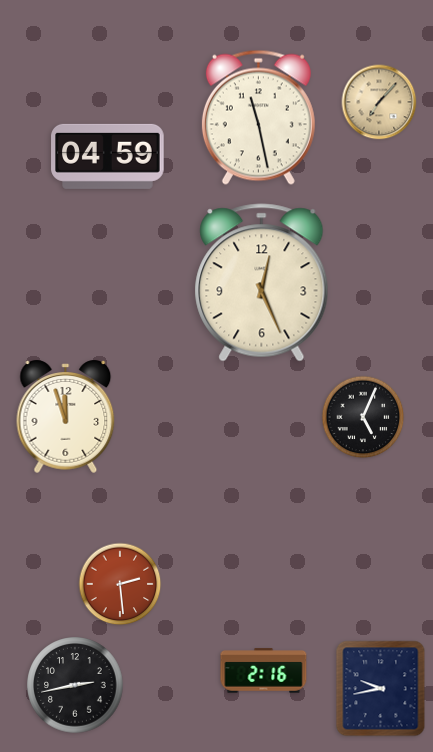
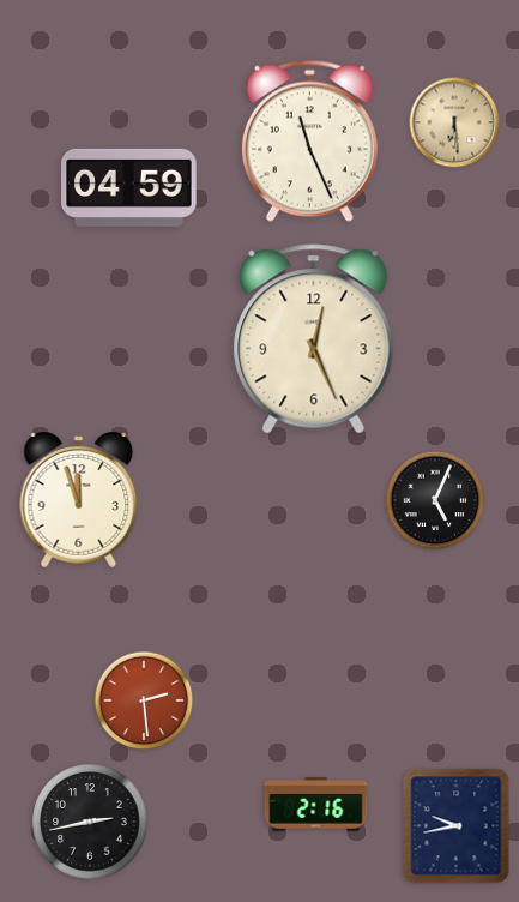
clock at (379, 102): 7:07 -> 6:29
clock at (258, 117): 11:28 -> 11:26
